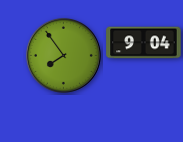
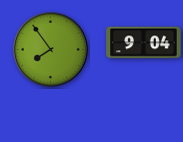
clock at (63, 55) position: (63, 55) -> (50, 49)
